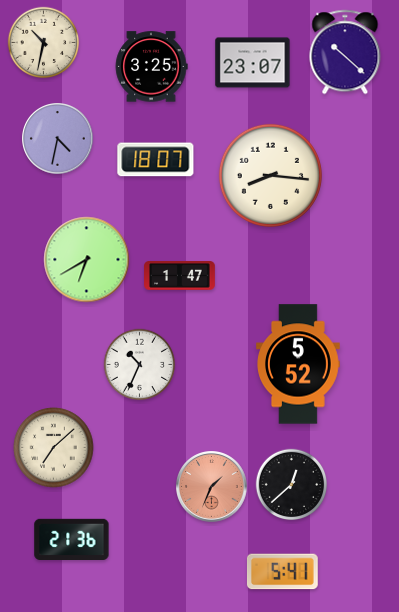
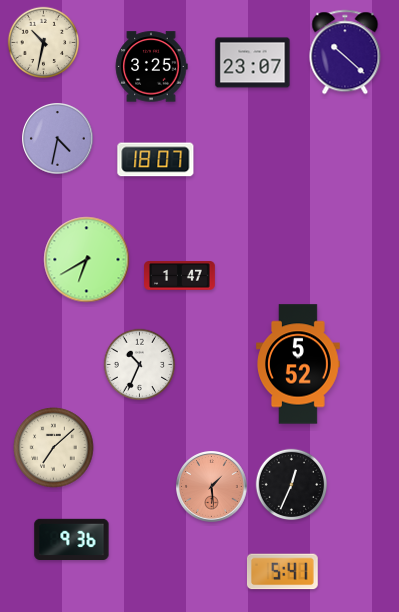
clock at (270, 175): 8:16 -> none
clock at (292, 485): 12:38 -> 12:34
clock at (212, 487): 1:34 -> 1:29
clock at (72, 539): 21:36 -> 9:36
